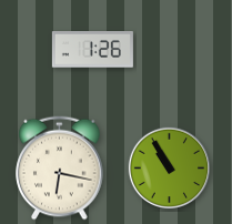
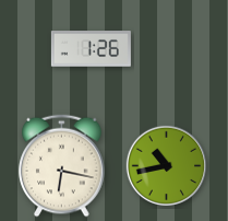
clock at (60, 169) position: (60, 169) -> (62, 166)
clock at (170, 169): 10:55 -> 10:43
